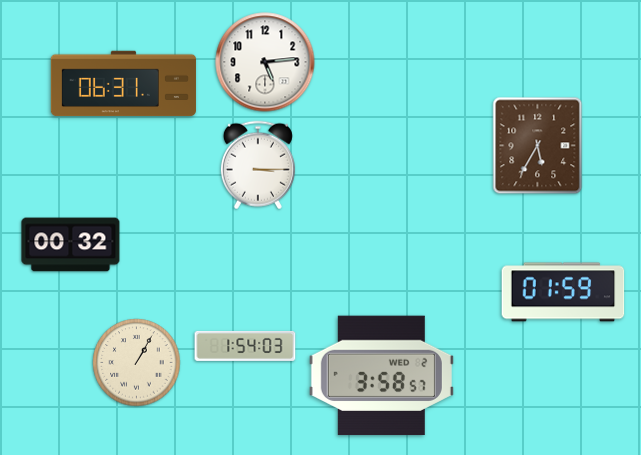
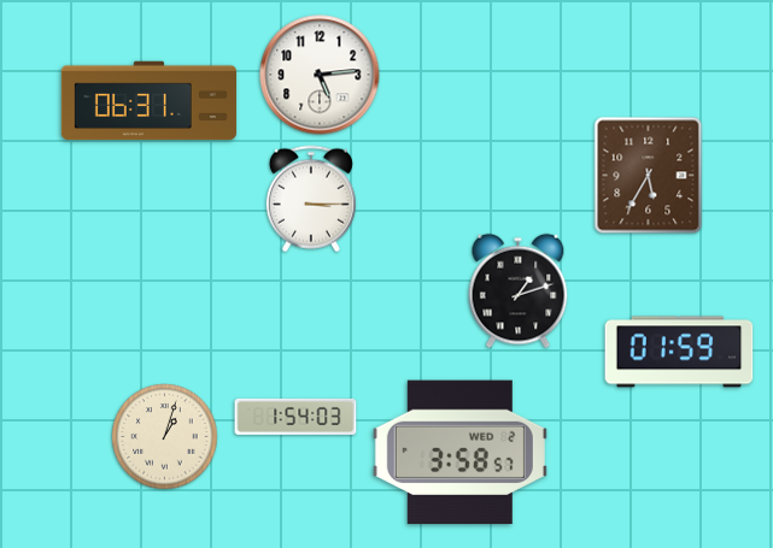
clock at (519, 291): none -> 1:12
clock at (71, 245): 00:32 -> none
clock at (137, 363): 1:05 -> 1:03
